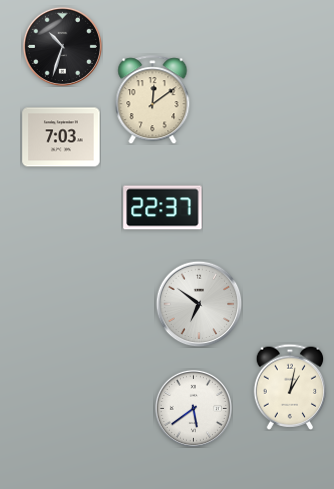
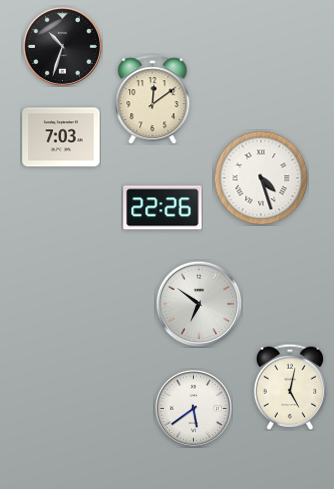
clock at (261, 178): none -> 4:27
clock at (163, 208): 22:37 -> 22:26
clock at (290, 387): 1:02 -> 5:02
